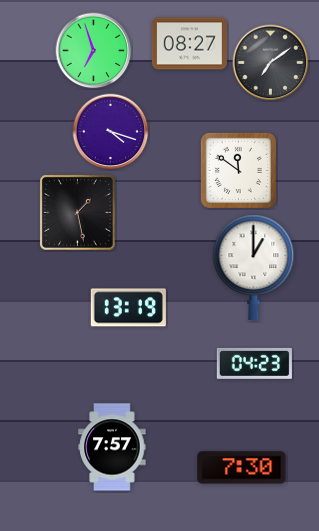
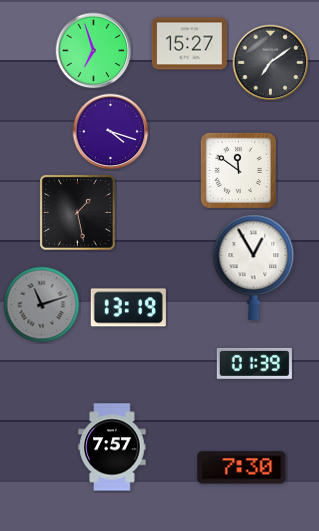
clock at (189, 44): 08:27 -> 15:27
clock at (254, 267): 1:00 -> 12:55
clock at (42, 305): none -> 11:12
clock at (254, 363): 04:23 -> 01:39
